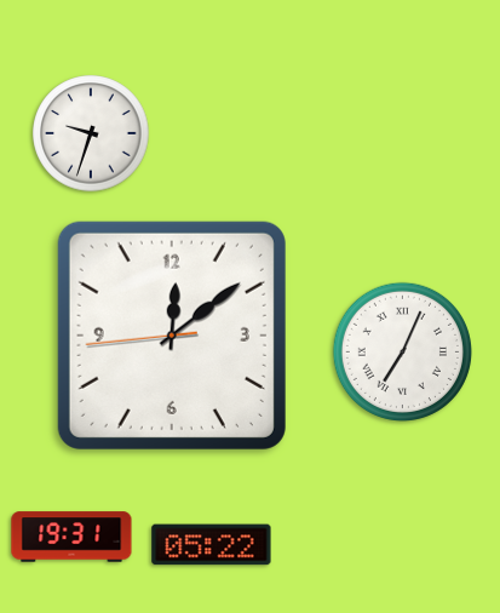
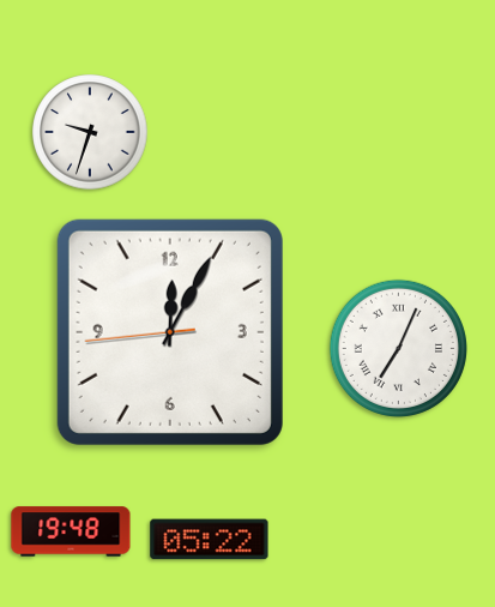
clock at (172, 336): 12:08 -> 12:04
clock at (71, 537): 19:31 -> 19:48
